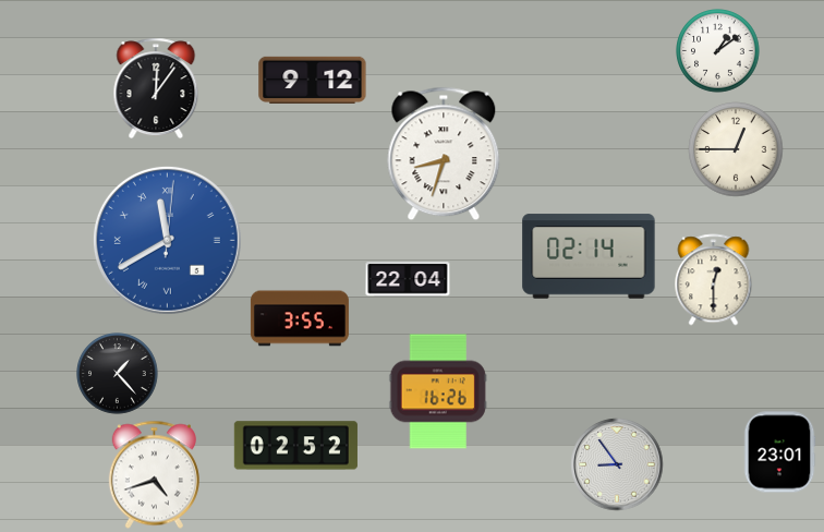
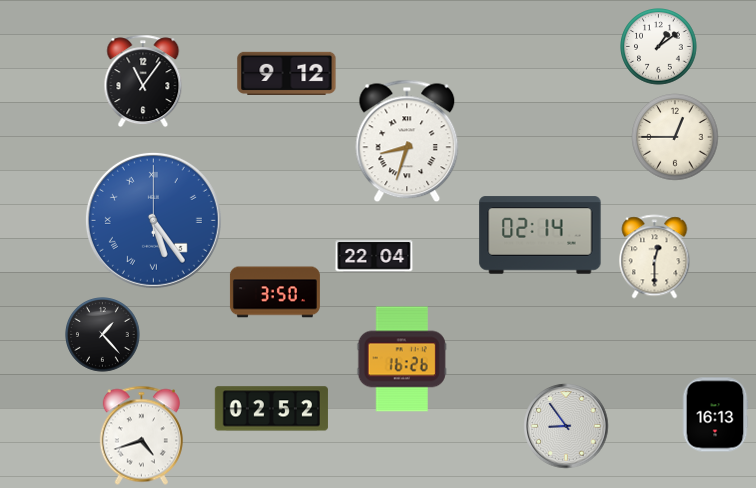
clock at (156, 88): 12:06 -> 11:06
clock at (167, 240): 11:40 -> 5:24
clock at (300, 318): 3:55 -> 3:50
clock at (118, 374) position: (118, 374) -> (103, 335)
clock at (779, 452): 23:01 -> 16:13
